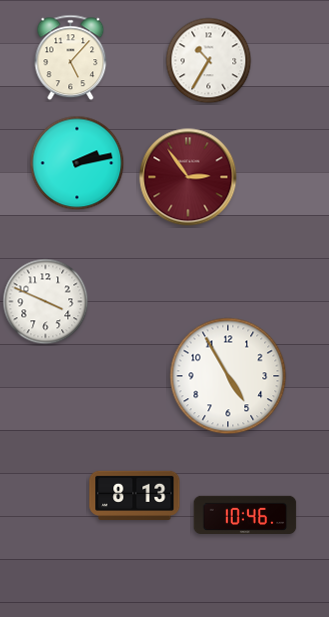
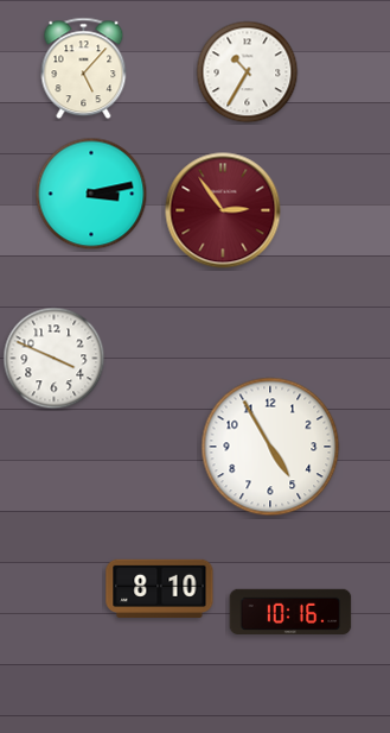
clock at (77, 163): 2:13 -> 3:13
clock at (135, 495): 8:13 -> 8:10
clock at (245, 514): 10:46 -> 10:16
